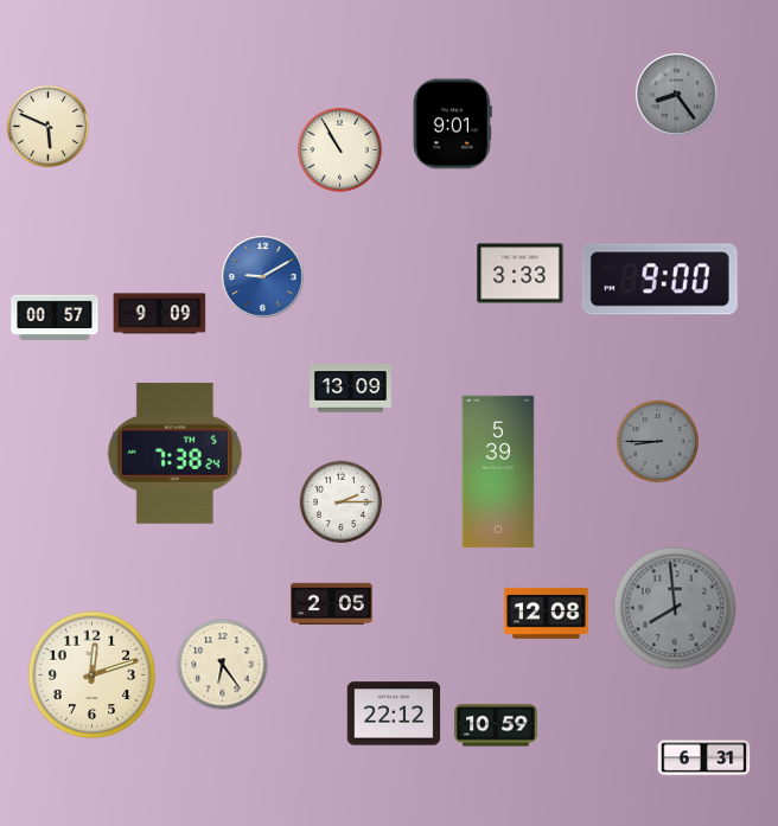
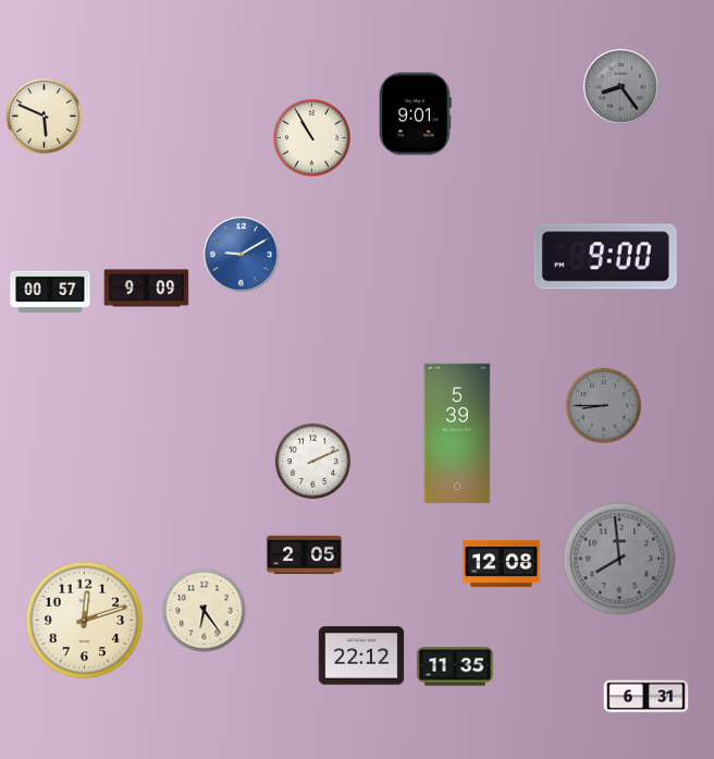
clock at (521, 274): 3:33 -> none
clock at (351, 389): 13:09 -> none
clock at (174, 453): 7:38 -> none
clock at (340, 501): 2:15 -> 2:11
clock at (496, 725): 10:59 -> 11:35
